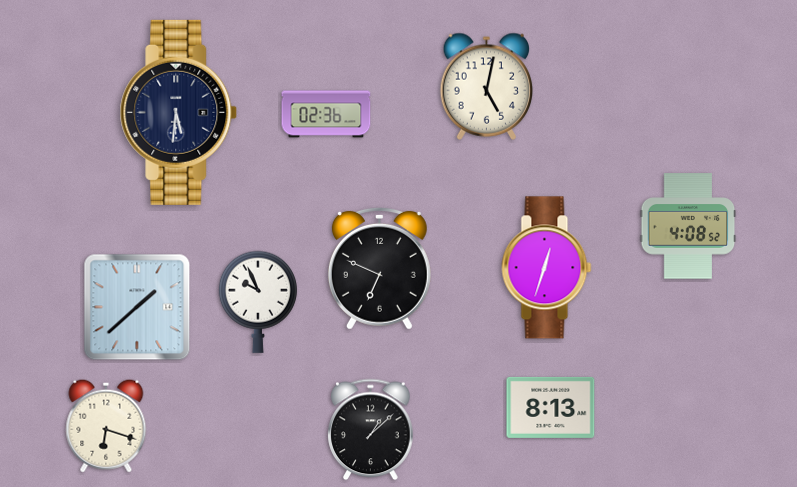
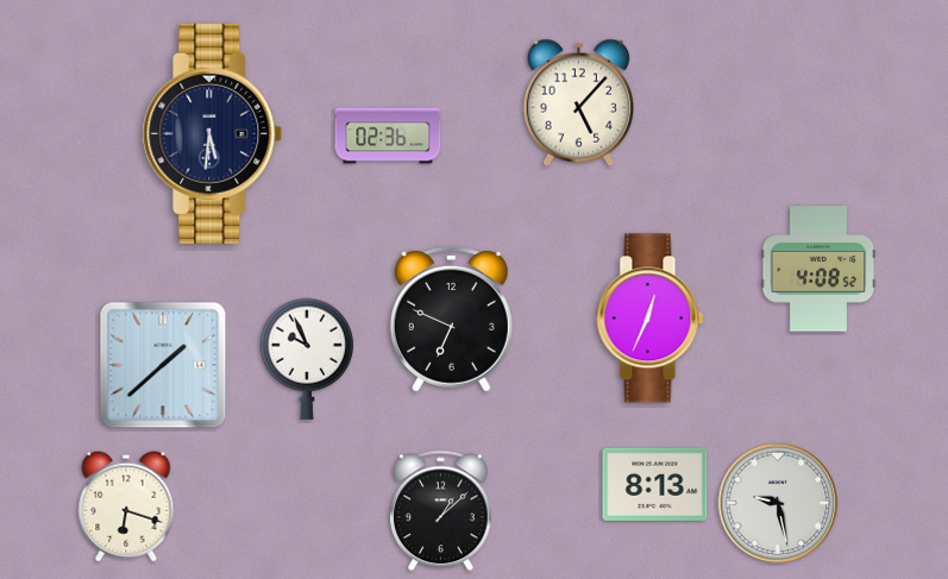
clock at (487, 86): 5:02 -> 5:07
clock at (547, 268): 12:33 -> 12:34
clock at (778, 503): none -> 9:28
